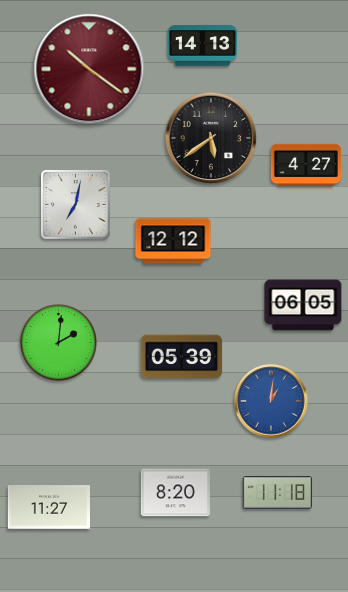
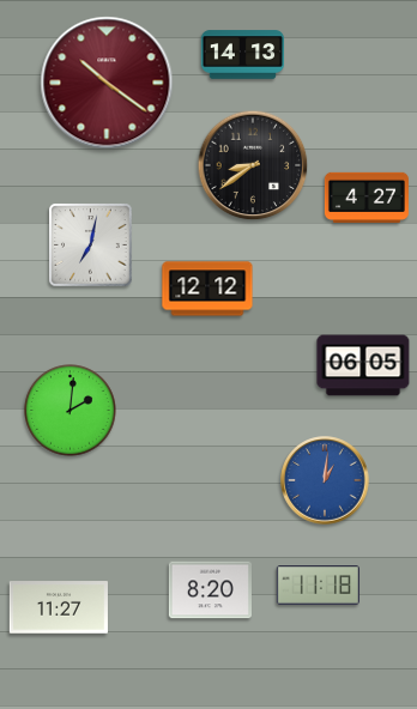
clock at (211, 138): 5:39 -> 8:39
clock at (182, 357): 05:39 -> none
clock at (277, 493) position: (277, 493) -> (318, 586)
